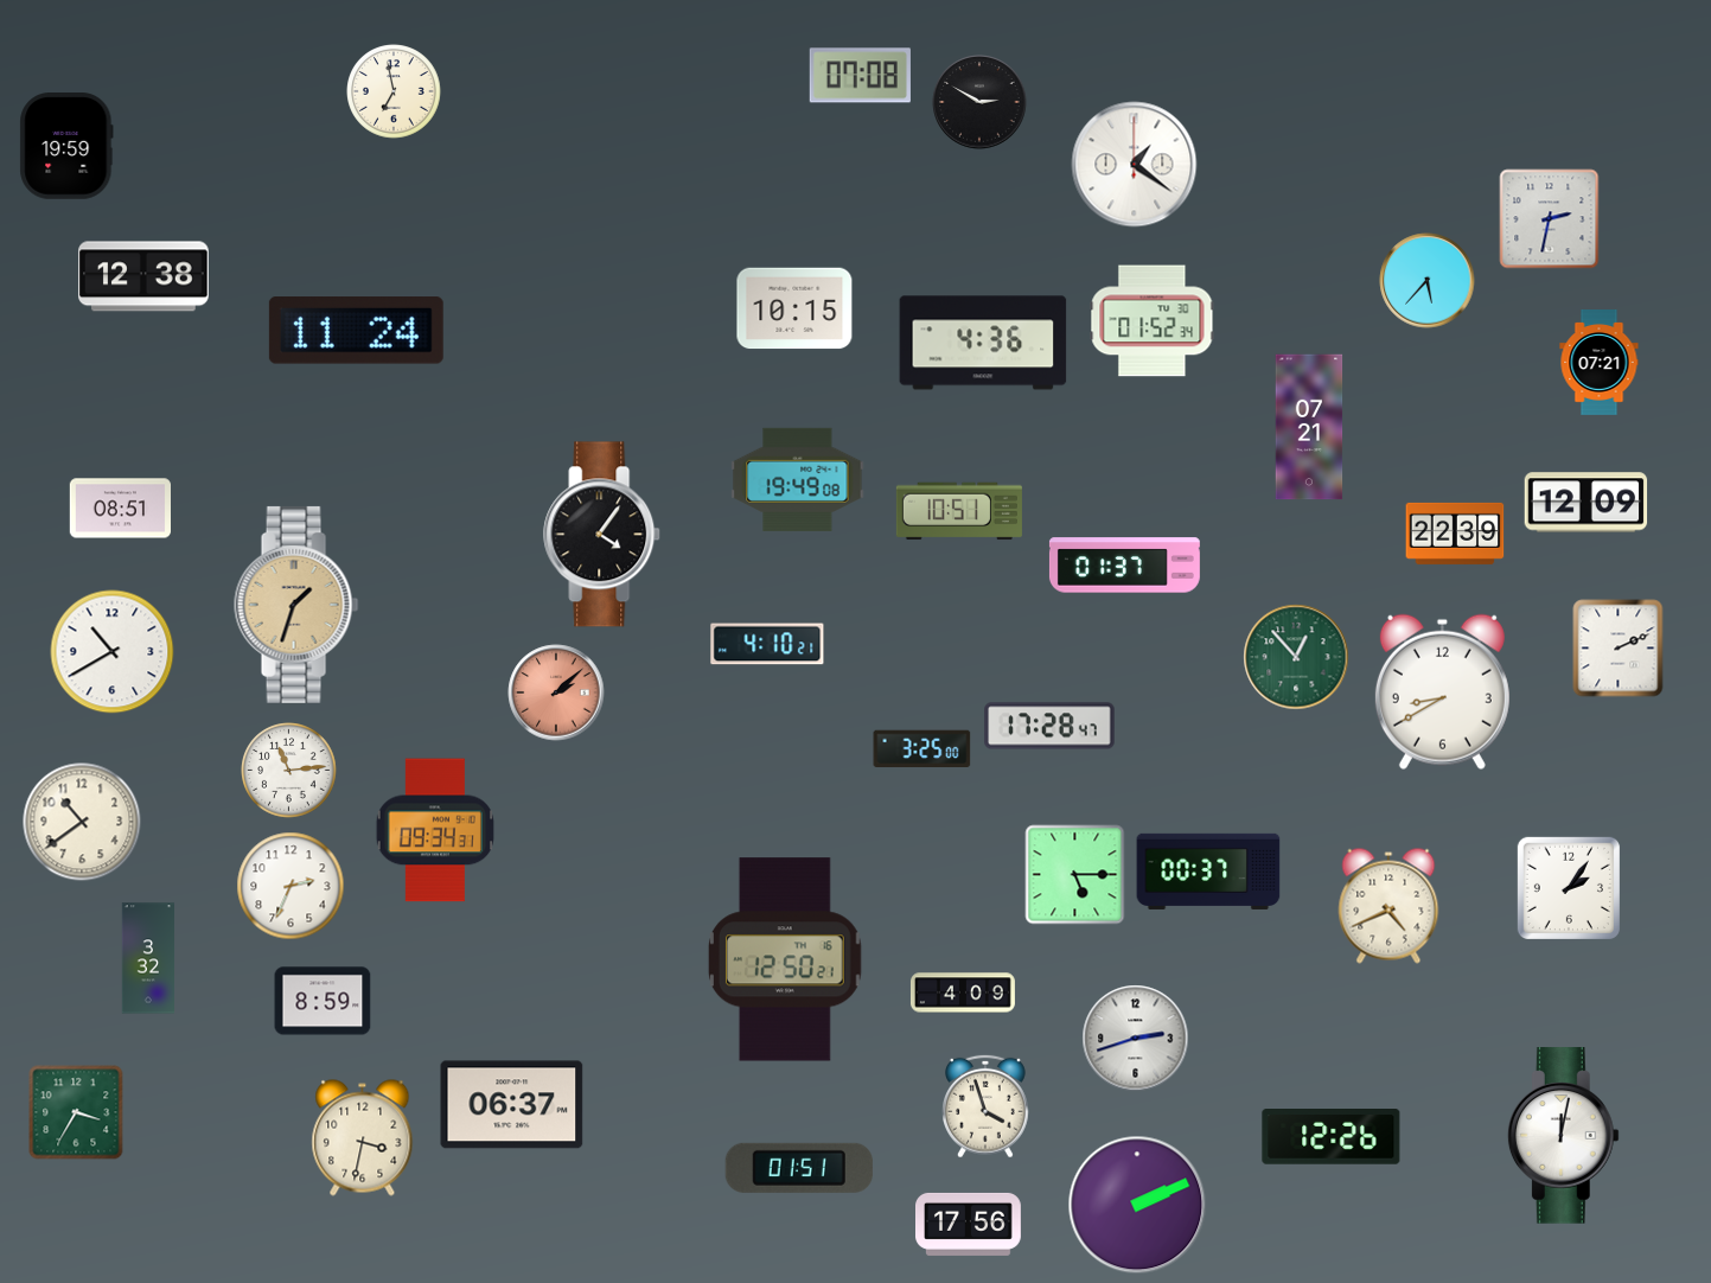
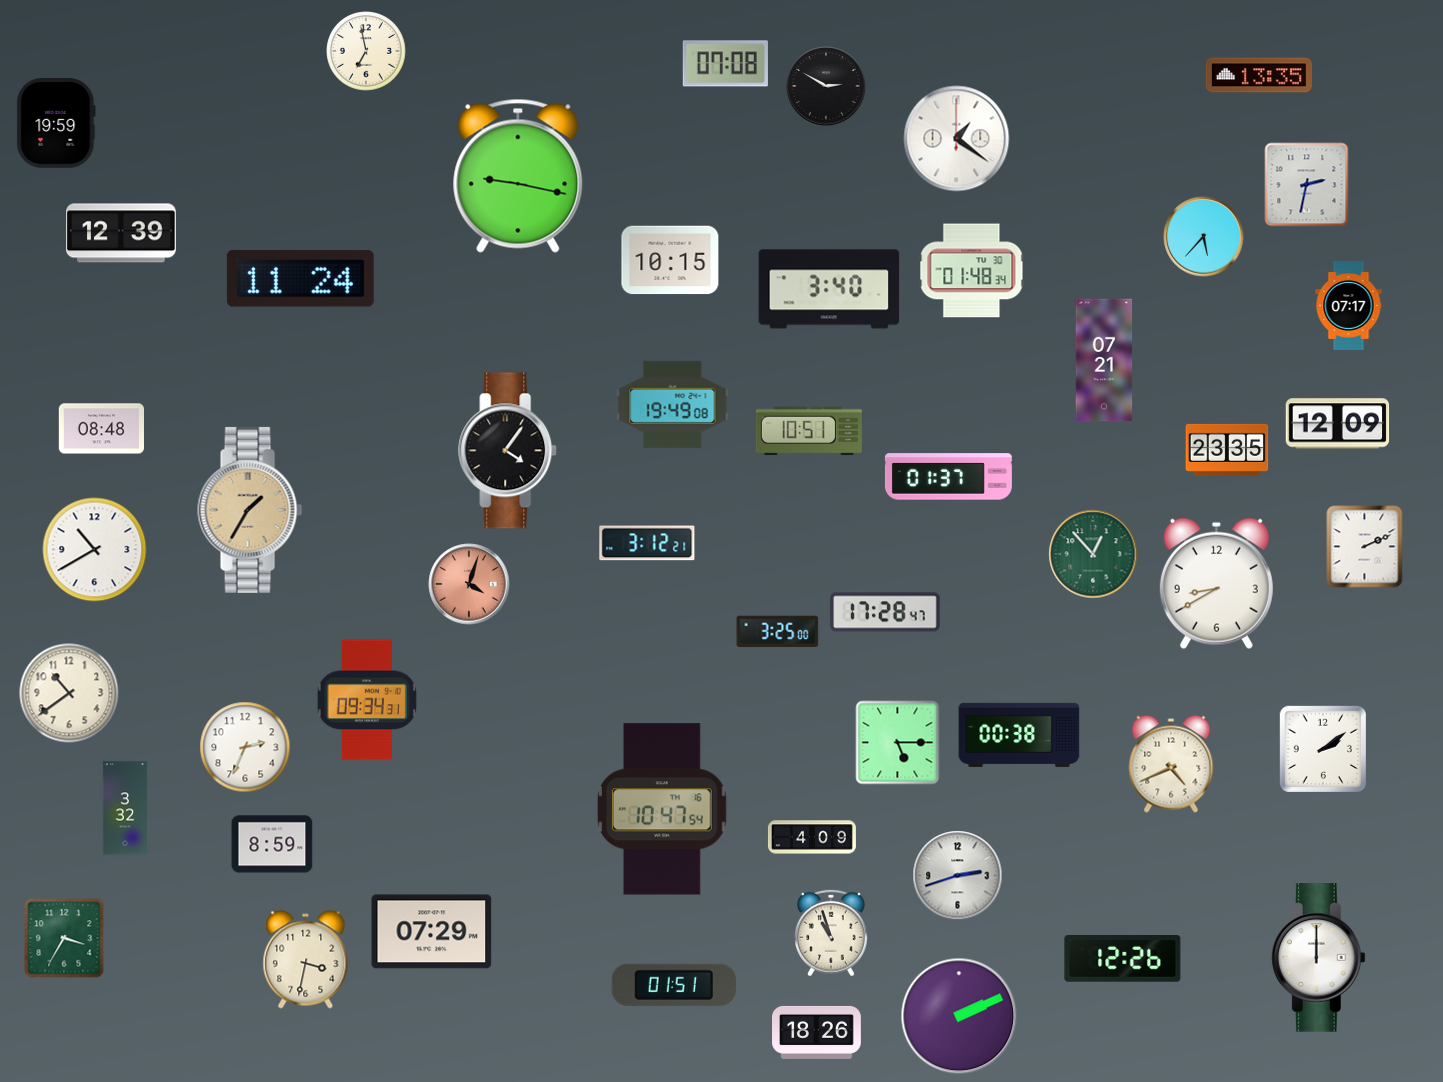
clock at (1259, 75): none -> 13:35
clock at (394, 91) position: (394, 91) -> (366, 51)
clock at (518, 176): none -> 9:17
clock at (143, 276): 12:38 -> 12:39
clock at (1153, 321): 01:52 -> 01:48
clock at (983, 343): 4:36 -> 3:40
clock at (1600, 363): 07:21 -> 07:17
clock at (120, 509): 08:51 -> 08:48
clock at (1455, 534): 22:39 -> 23:35
clock at (296, 605): 1:33 -> 1:35
clock at (767, 644): 4:10 -> 3:12
clock at (556, 692): 2:08 -> 4:03
clock at (289, 771): 11:14 -> none
clock at (1208, 872): 00:37 -> 00:38
clock at (1075, 875) position: (1075, 875) -> (898, 743)
clock at (1569, 888): 2:06 -> 2:09
clock at (785, 959): 12:50 -> 10:47
clock at (512, 1105): 06:37 -> 07:29
clock at (987, 1106): 3:57 -> 10:57
clock at (1563, 1136): 12:02 -> 12:00
clock at (969, 1224): 17:56 -> 18:26
